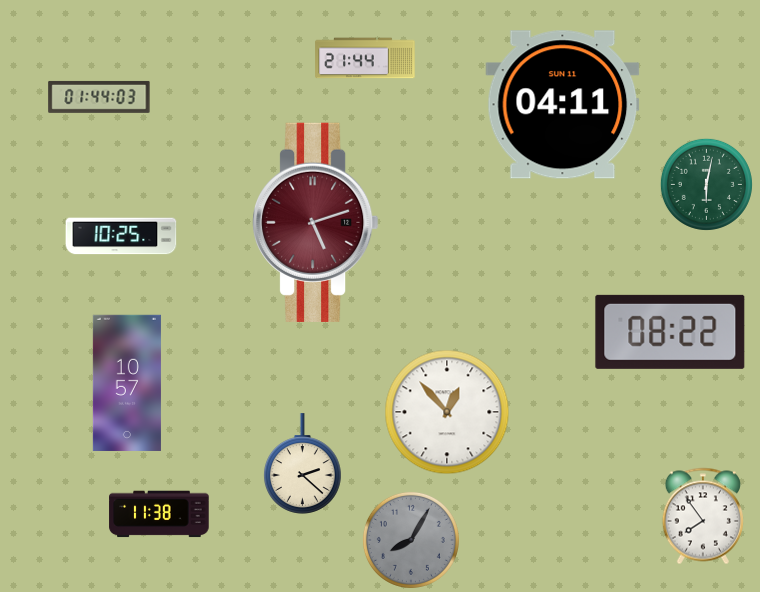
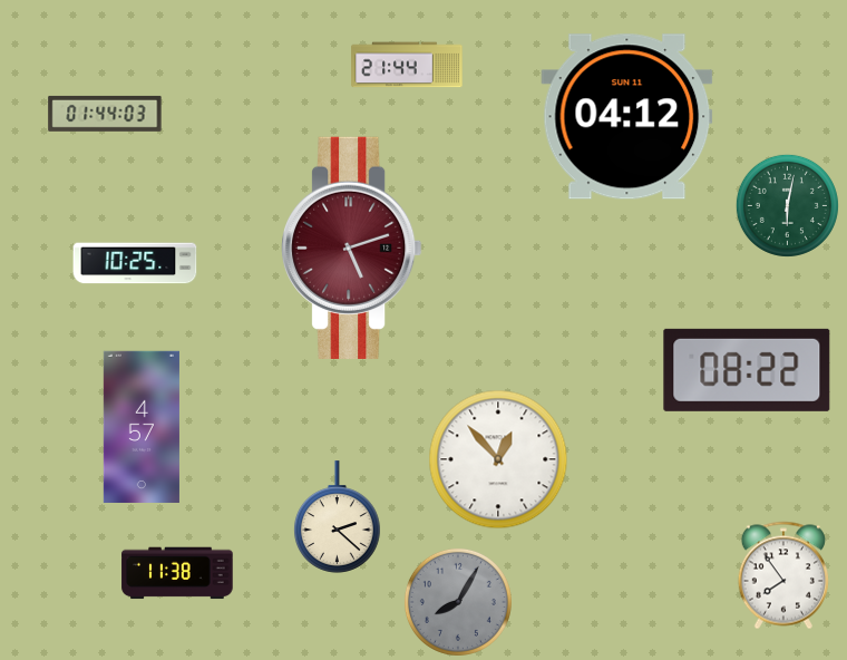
clock at (99, 97) position: (99, 97) -> (105, 114)
clock at (563, 105): 04:11 -> 04:12
clock at (127, 383): 10:57 -> 4:57
